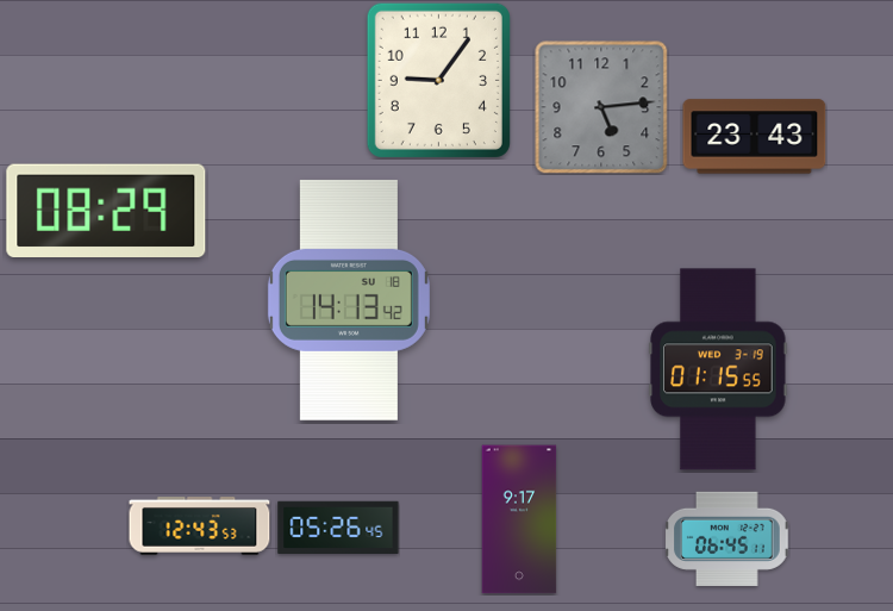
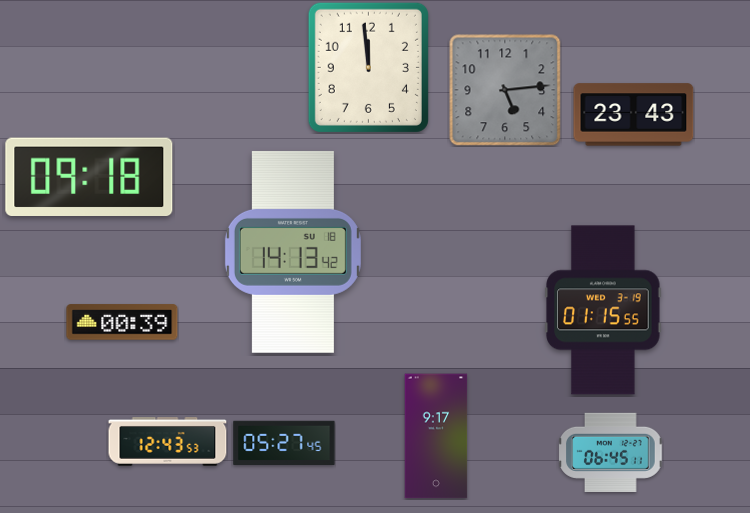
clock at (438, 80): 9:06 -> 11:59
clock at (106, 211): 08:29 -> 09:18
clock at (122, 322): none -> 00:39
clock at (338, 526): 05:26 -> 05:27
